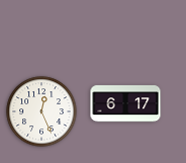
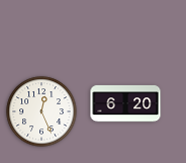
clock at (126, 104): 6:17 -> 6:20
